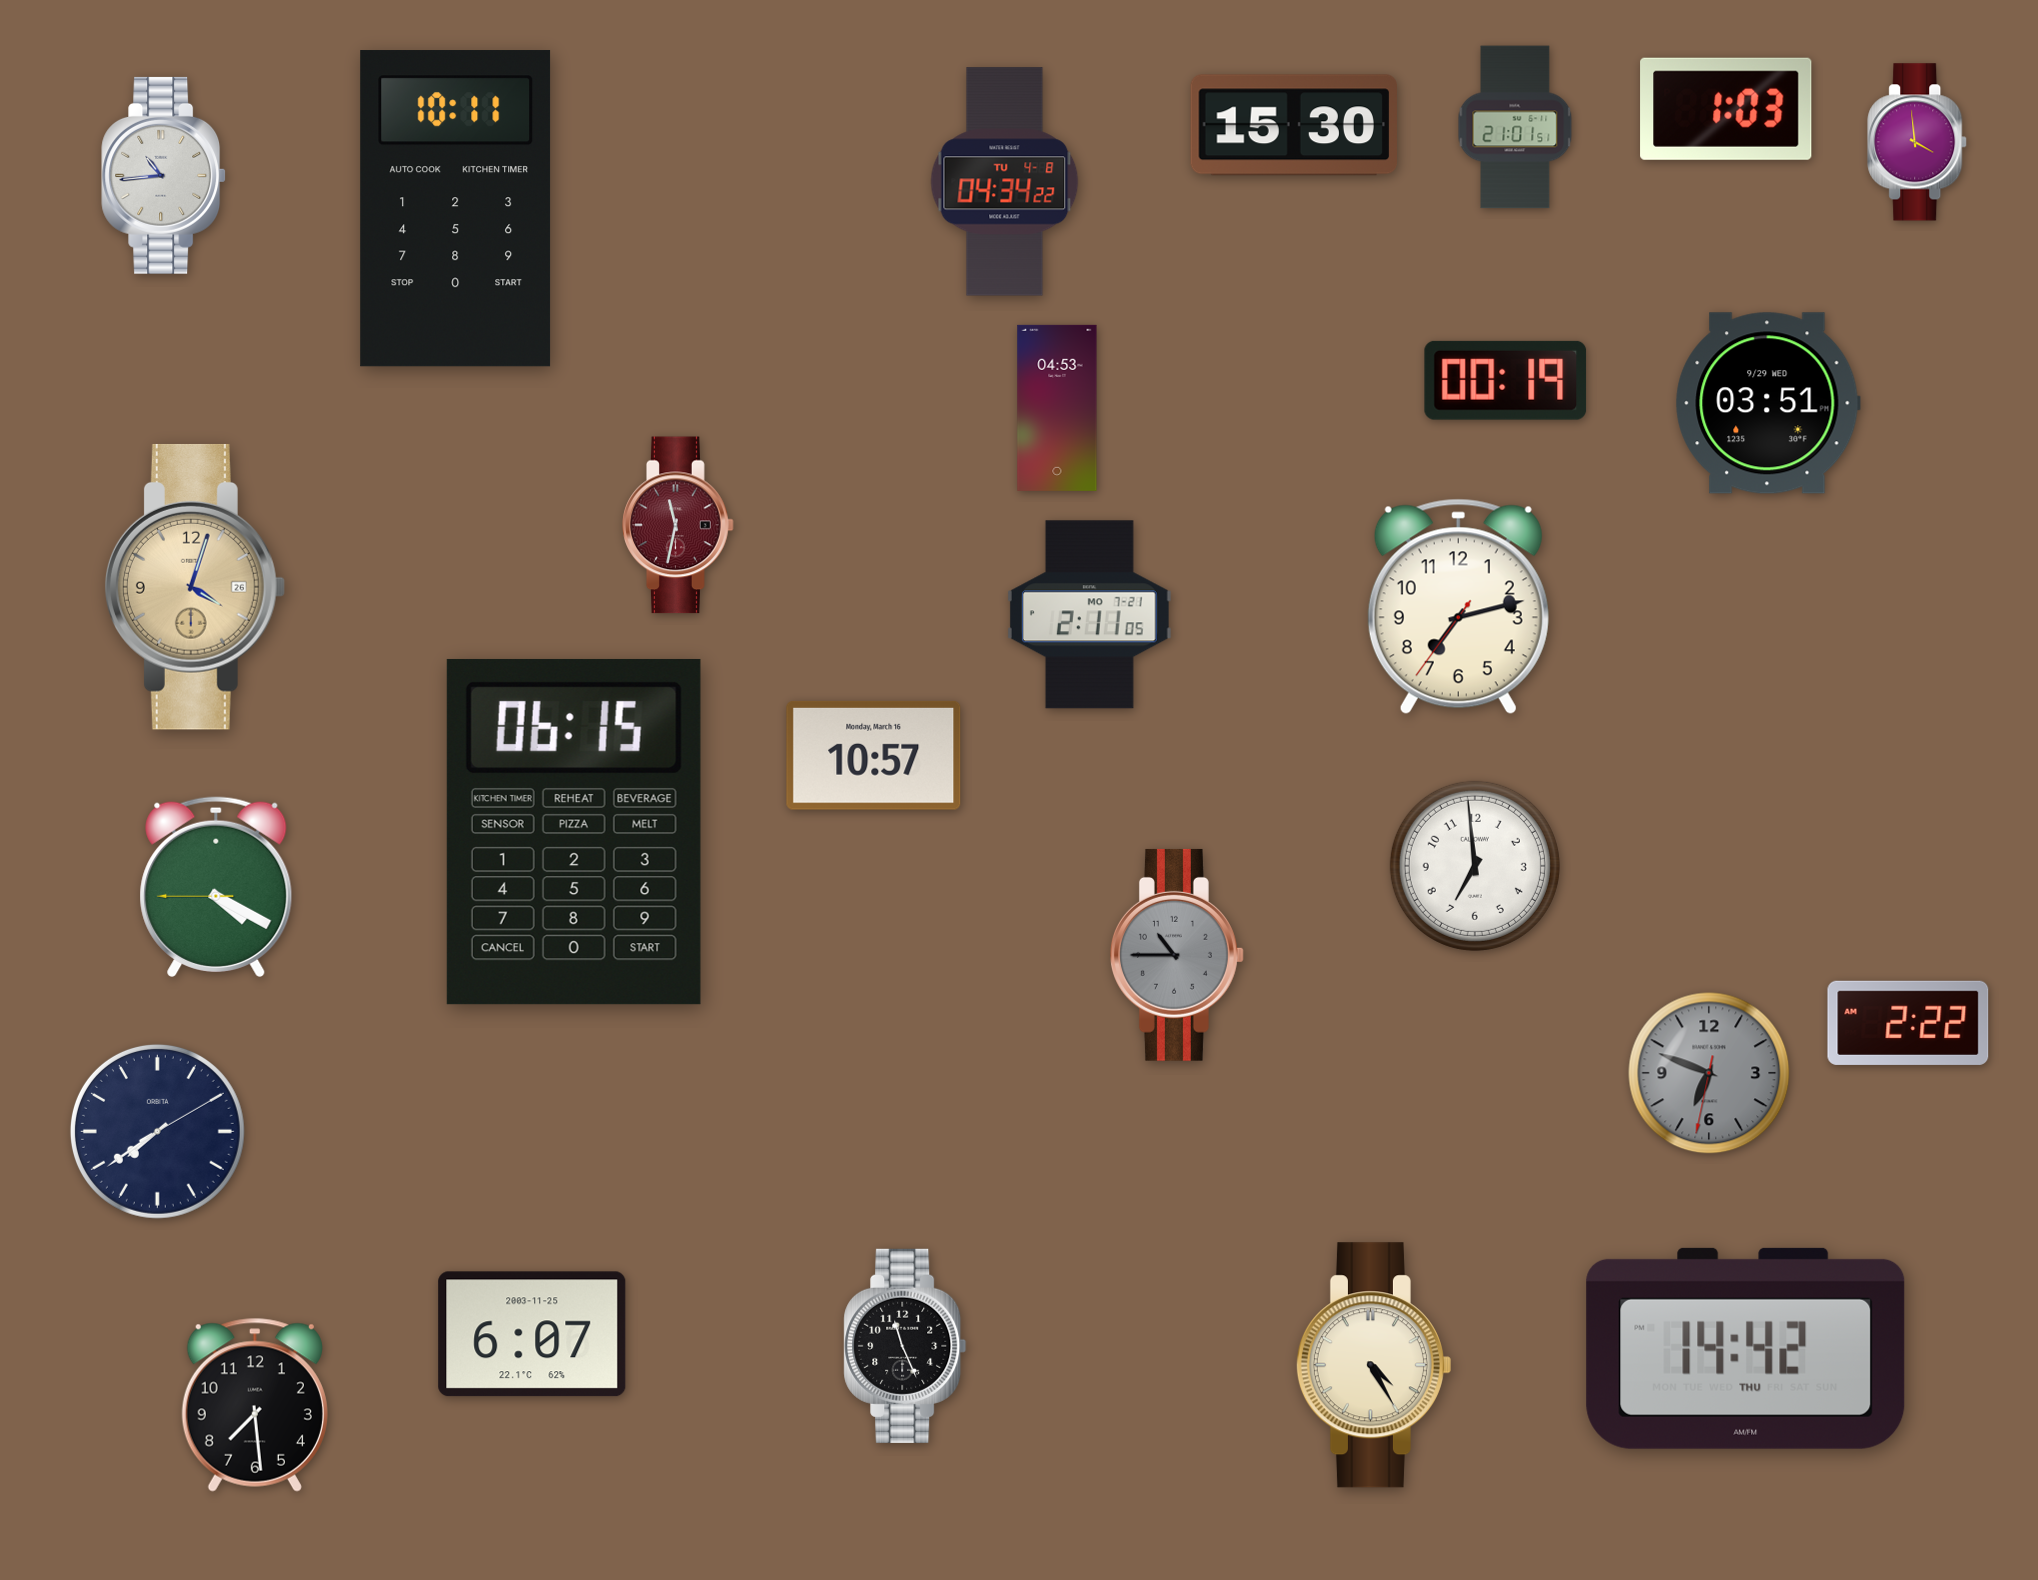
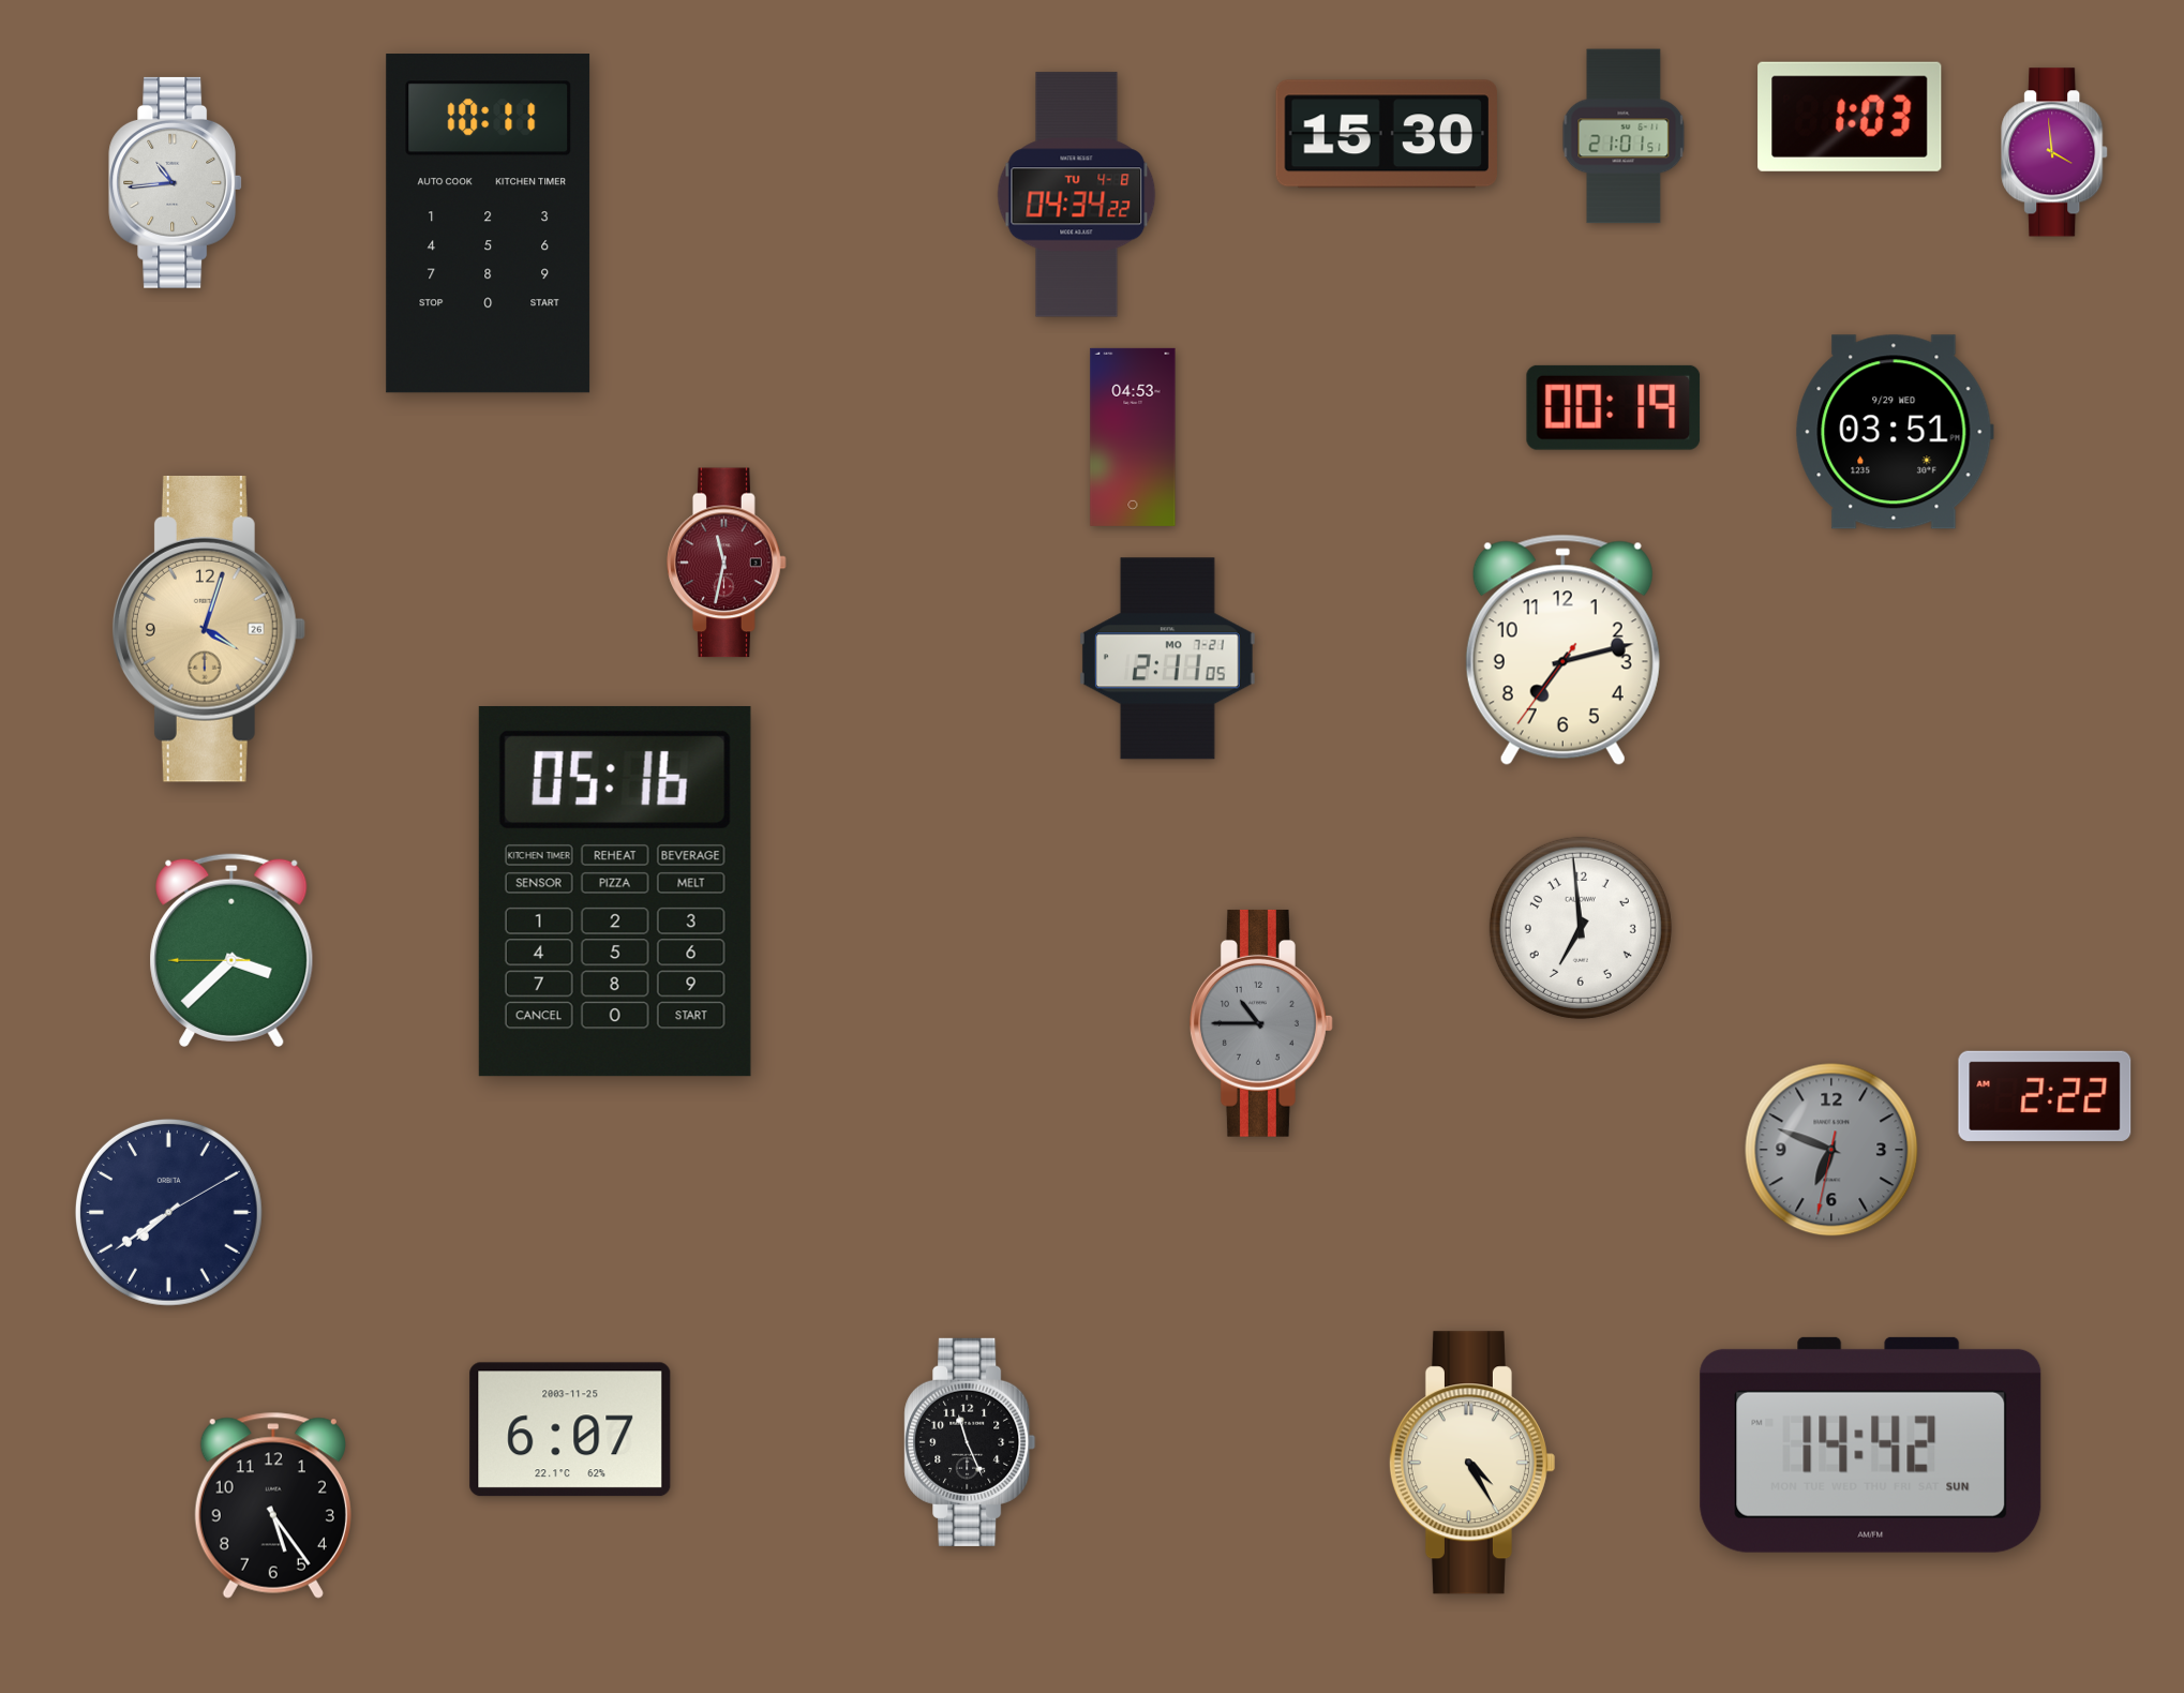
clock at (164, 175) position: (164, 175) -> (176, 182)
clock at (874, 755): 10:57 -> none
clock at (574, 832): 06:15 -> 05:16
clock at (216, 887): 4:19 -> 3:37
clock at (1746, 1348) date: THU -> SUN
clock at (255, 1405): 7:29 -> 5:24
